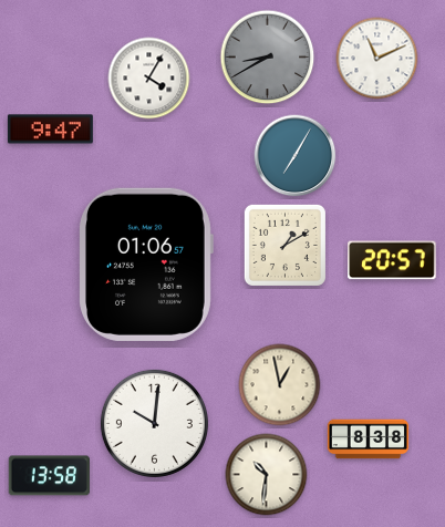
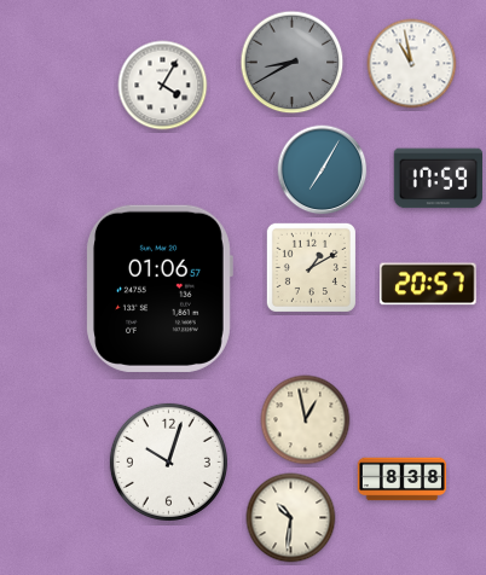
clock at (377, 59): 11:11 -> 10:58
clock at (50, 130): 9:47 -> none
clock at (438, 179): none -> 17:59
clock at (154, 423): 10:01 -> 10:03
clock at (49, 476): 13:58 -> none
